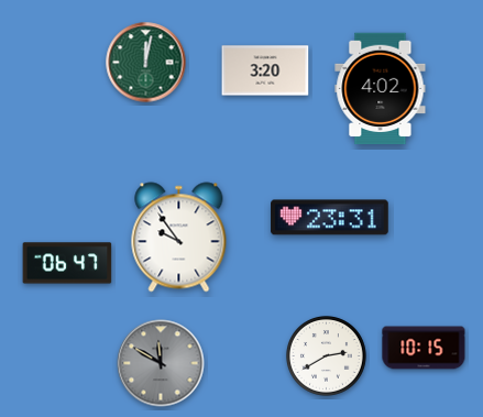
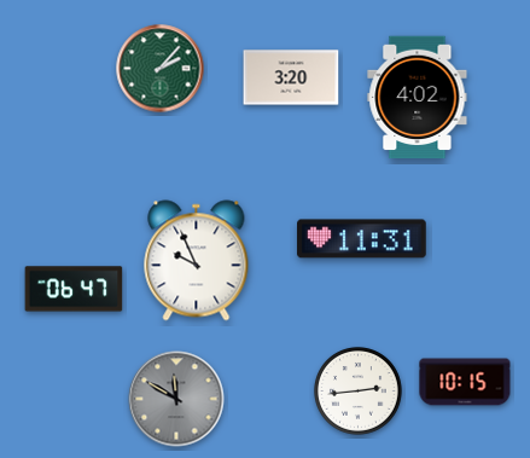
clock at (146, 63): 12:02 -> 2:07
clock at (330, 218): 23:31 -> 11:31
clock at (179, 238): 9:54 -> 9:56
clock at (327, 356): 2:40 -> 2:44
